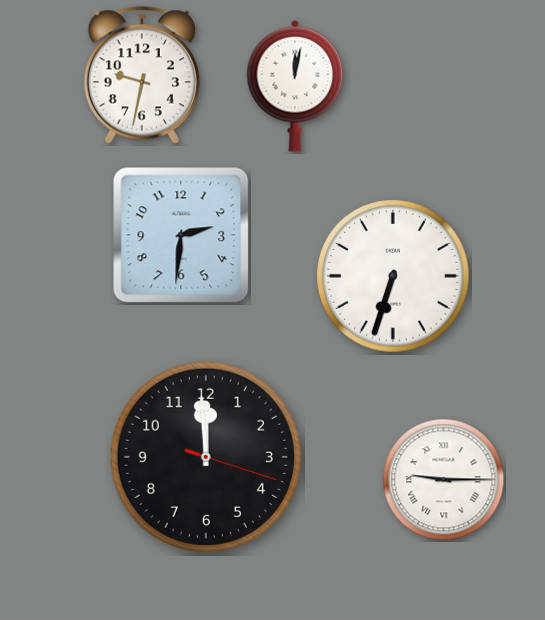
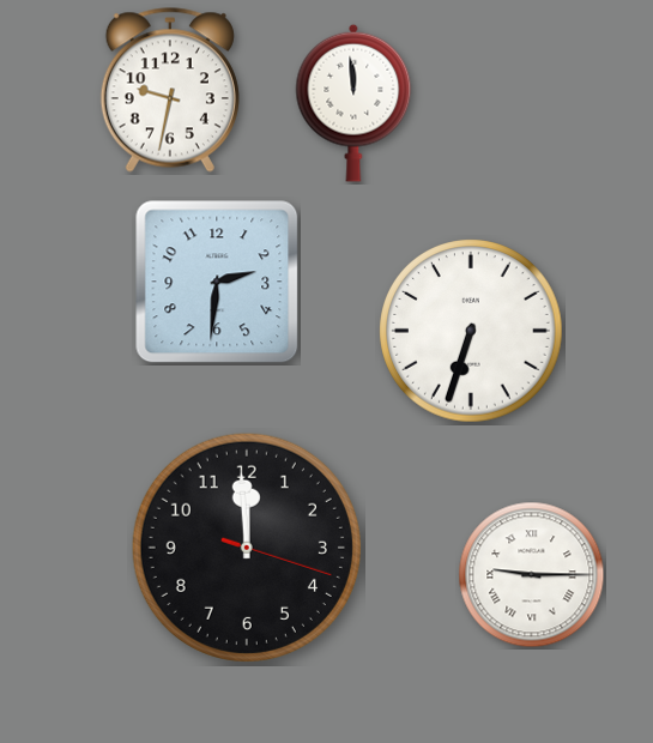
clock at (295, 86): 12:02 -> 11:59
